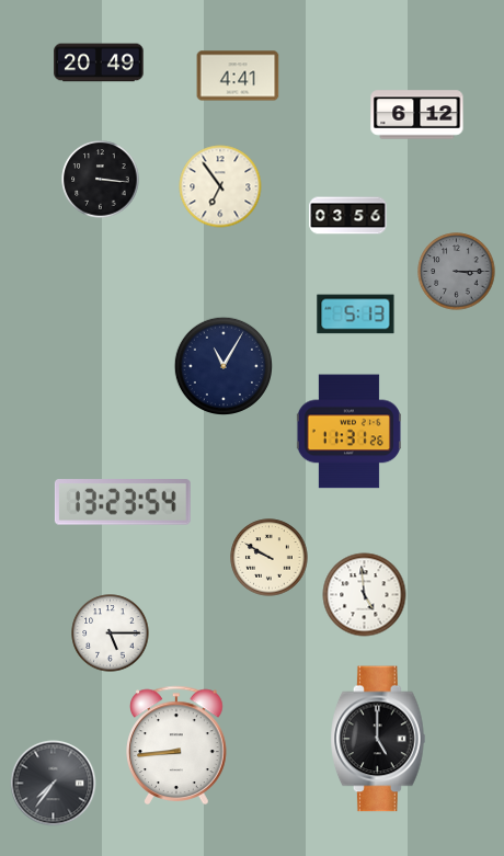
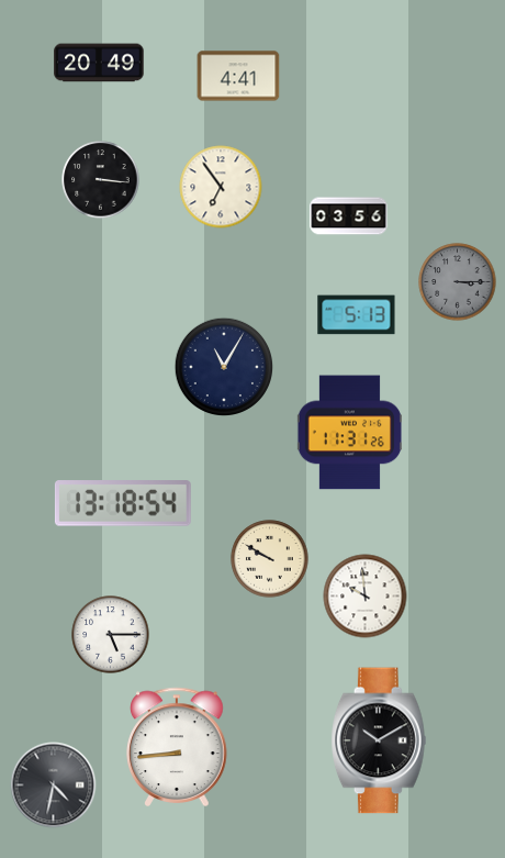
clock at (417, 115): 6:12 -> none
clock at (457, 272) position: (457, 272) -> (458, 282)
clock at (123, 502): 13:23 -> 13:18
clock at (365, 595): 4:59 -> 9:59
clock at (379, 739): 5:00 -> 10:10
clock at (54, 784): 7:36 -> 4:32
